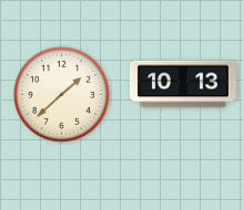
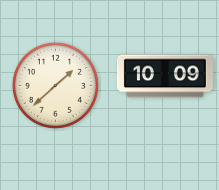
clock at (183, 84): 10:13 -> 10:09
